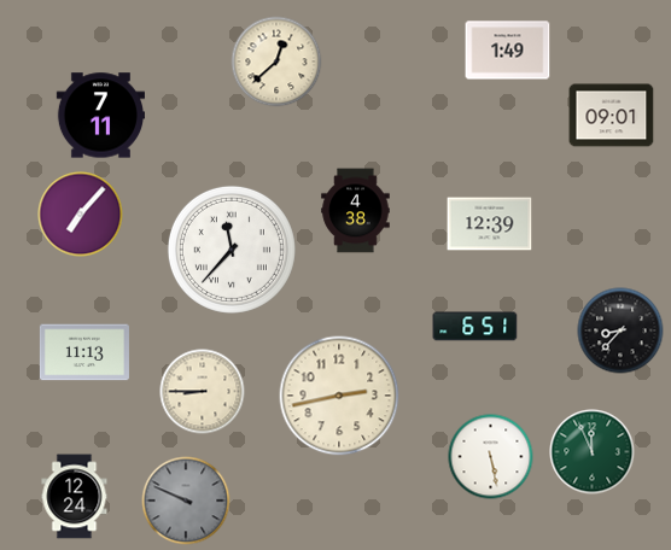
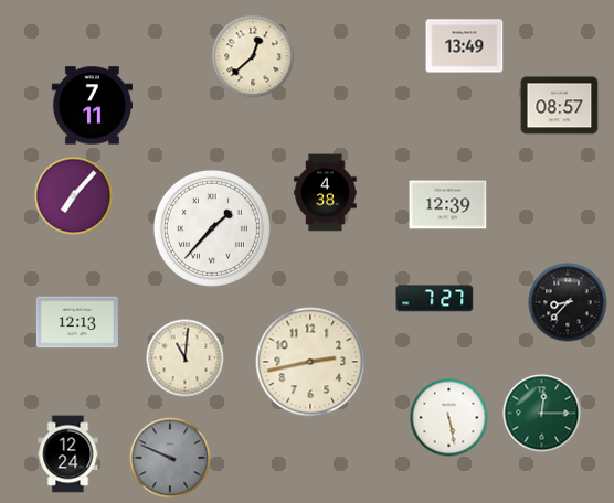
clock at (508, 51): 1:49 -> 13:49
clock at (612, 116): 09:01 -> 08:57
clock at (232, 250): 11:37 -> 1:37
clock at (475, 327): 6:51 -> 7:27
clock at (84, 352): 11:13 -> 12:13
clock at (203, 392): 8:45 -> 11:01
clock at (593, 452): 11:56 -> 12:15
